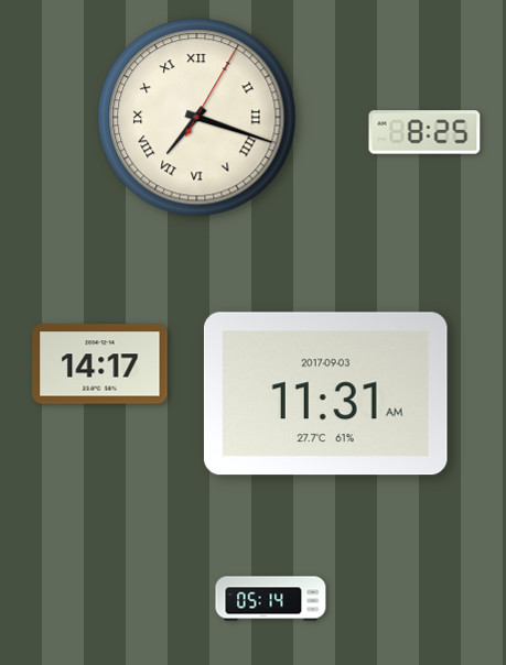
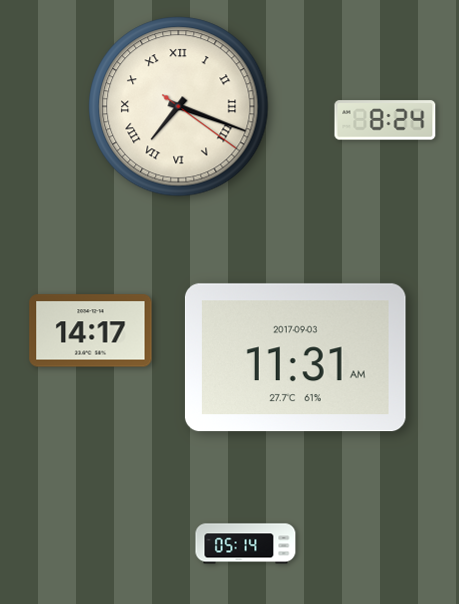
clock at (197, 118): 7:18:05 -> 7:18:21
clock at (424, 132): 8:25 -> 8:24
